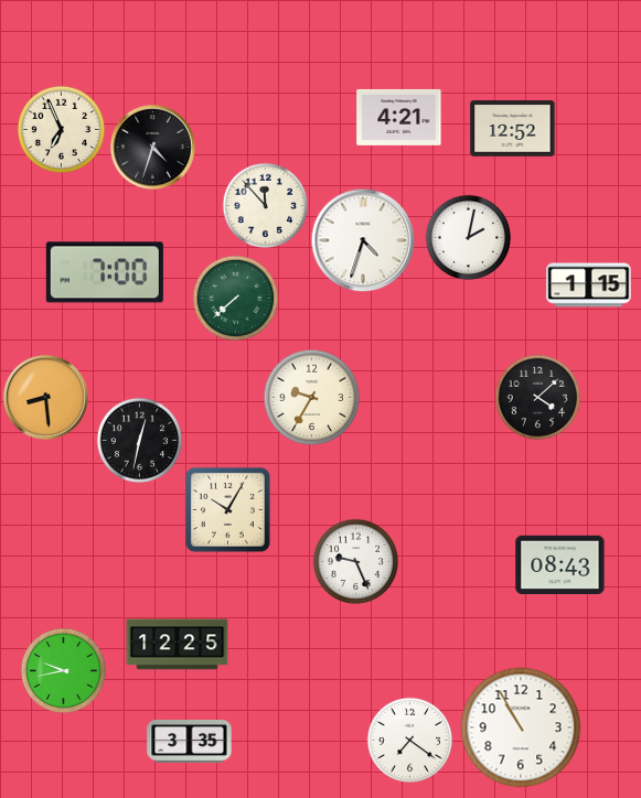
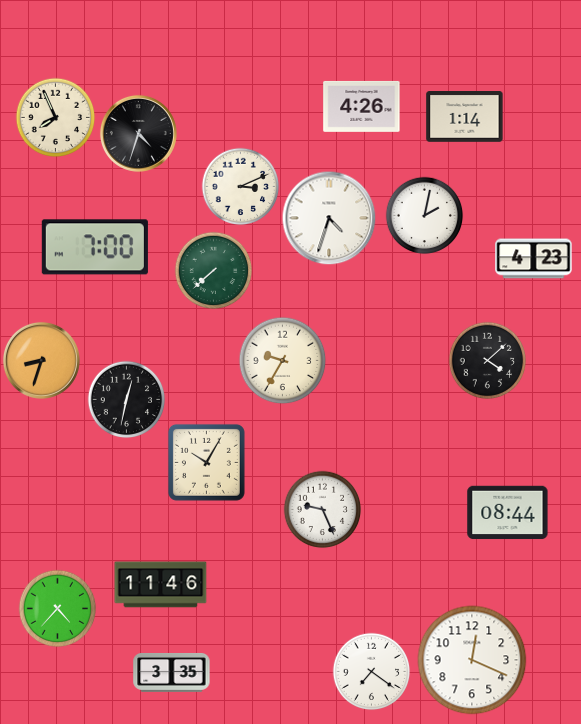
clock at (399, 117): 4:21 -> 4:26
clock at (61, 129): 6:56 -> 7:56
clock at (513, 129): 12:52 -> 1:14
clock at (265, 205): 11:53 -> 3:11
clock at (589, 285): 1:15 -> 4:23
clock at (45, 397): 8:29 -> 8:33
clock at (560, 565): 08:43 -> 08:44
clock at (178, 645): 12:25 -> 11:46
clock at (63, 670): 9:43 -> 4:37
clock at (521, 727): 10:55 -> 12:19
